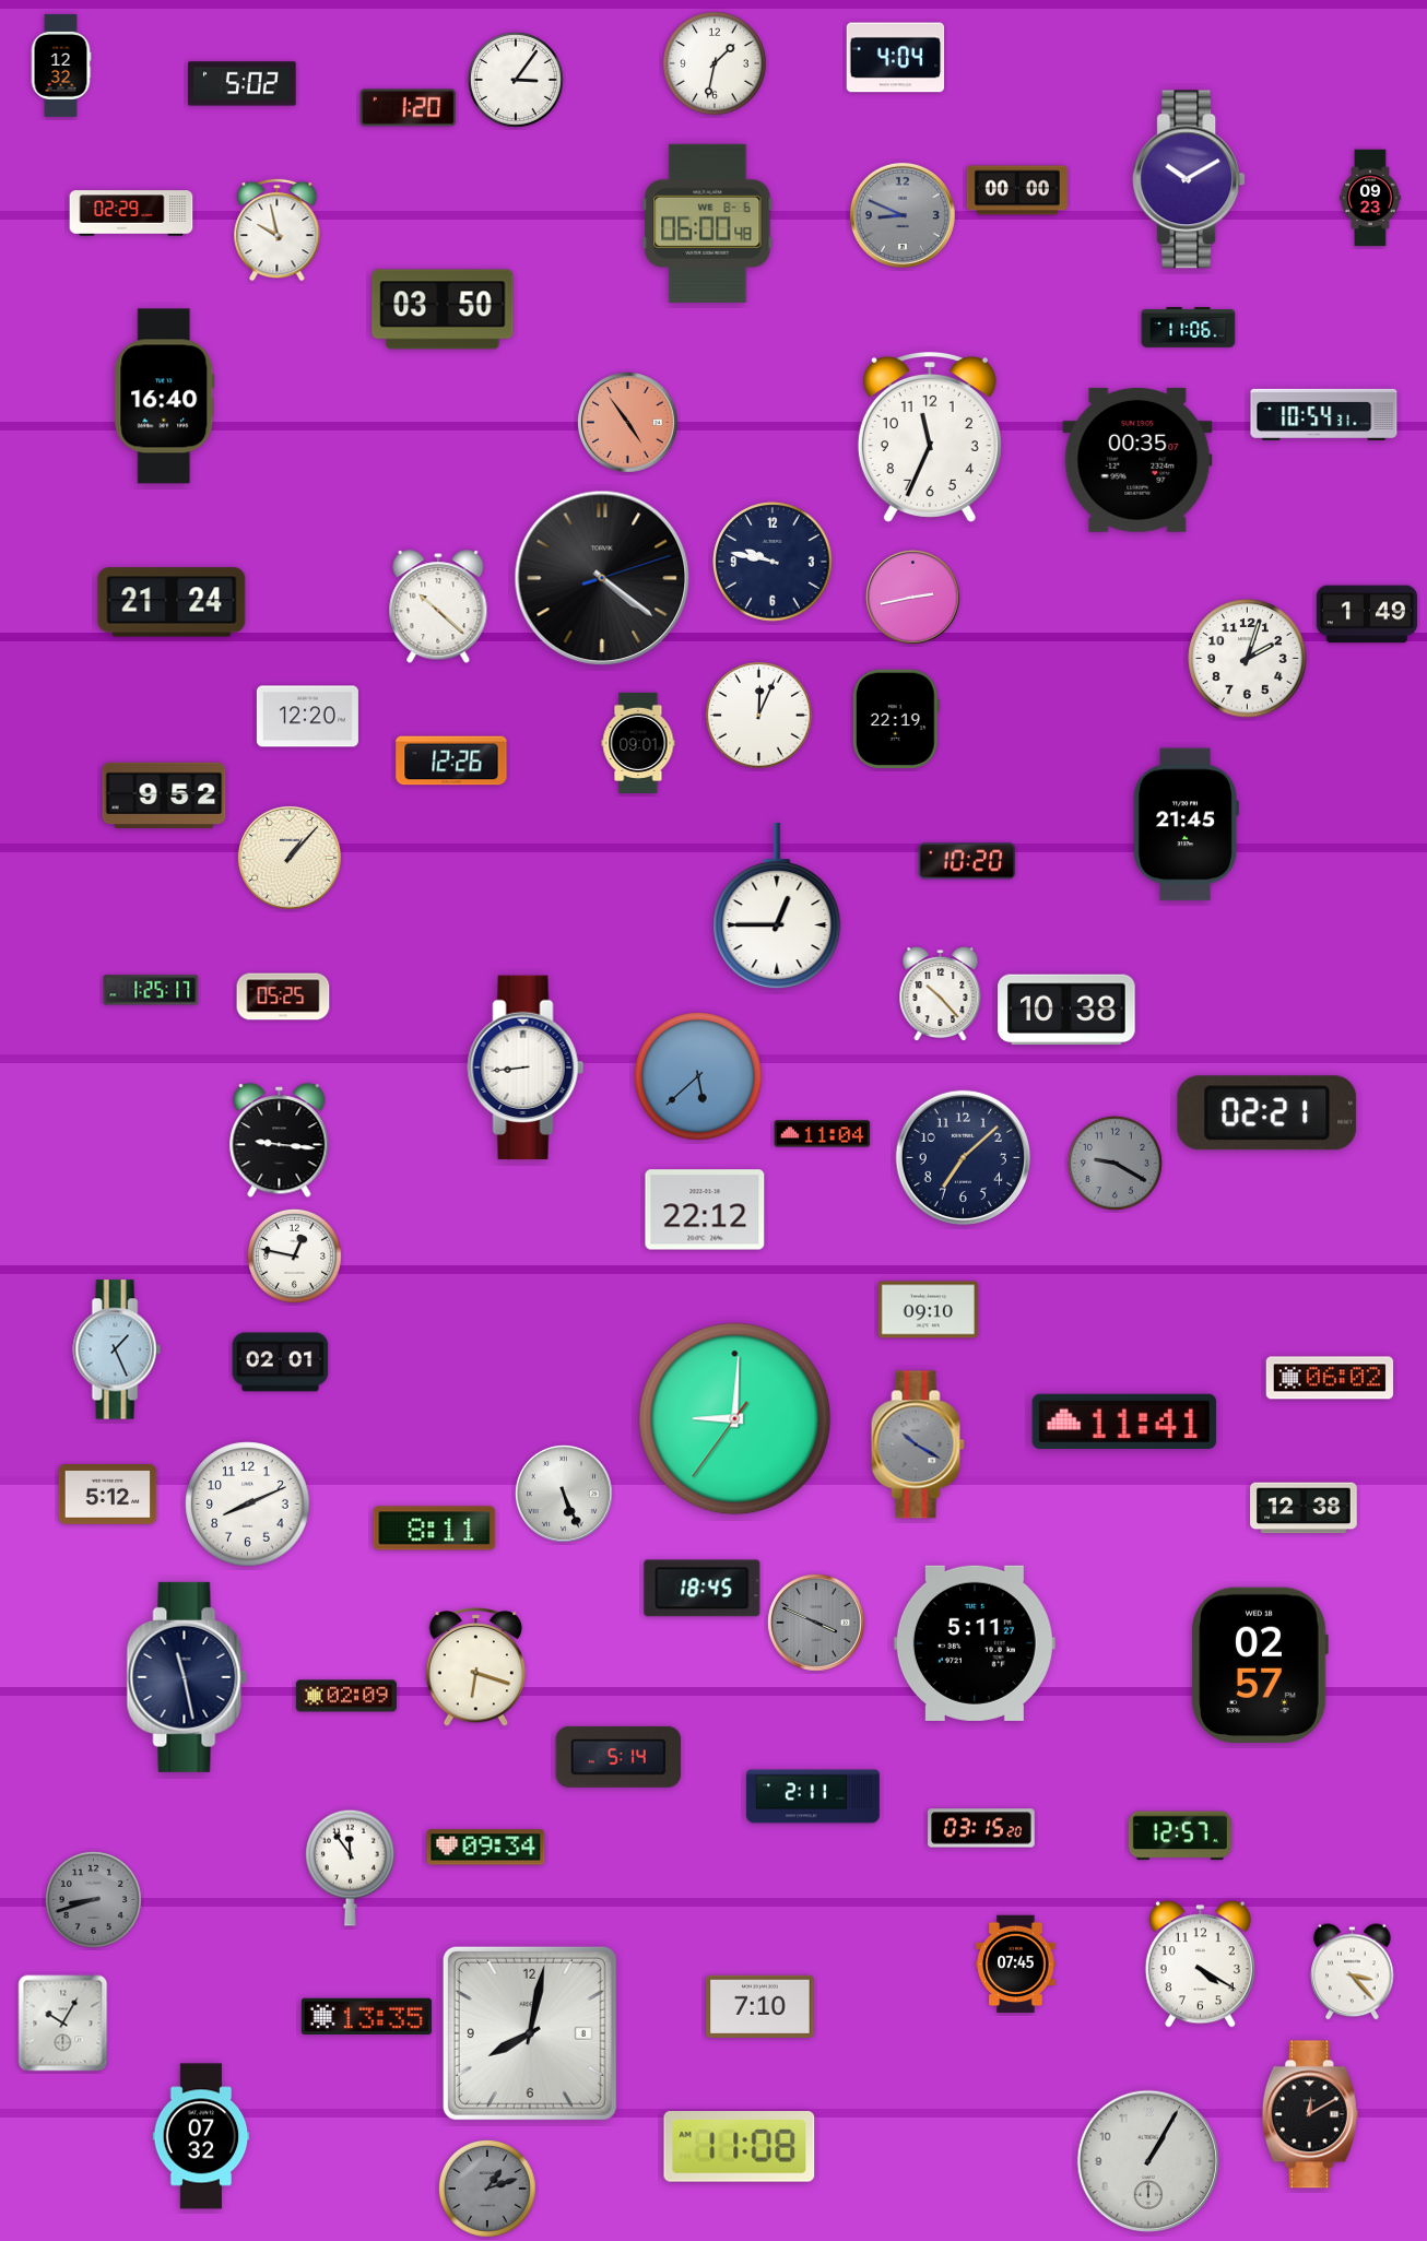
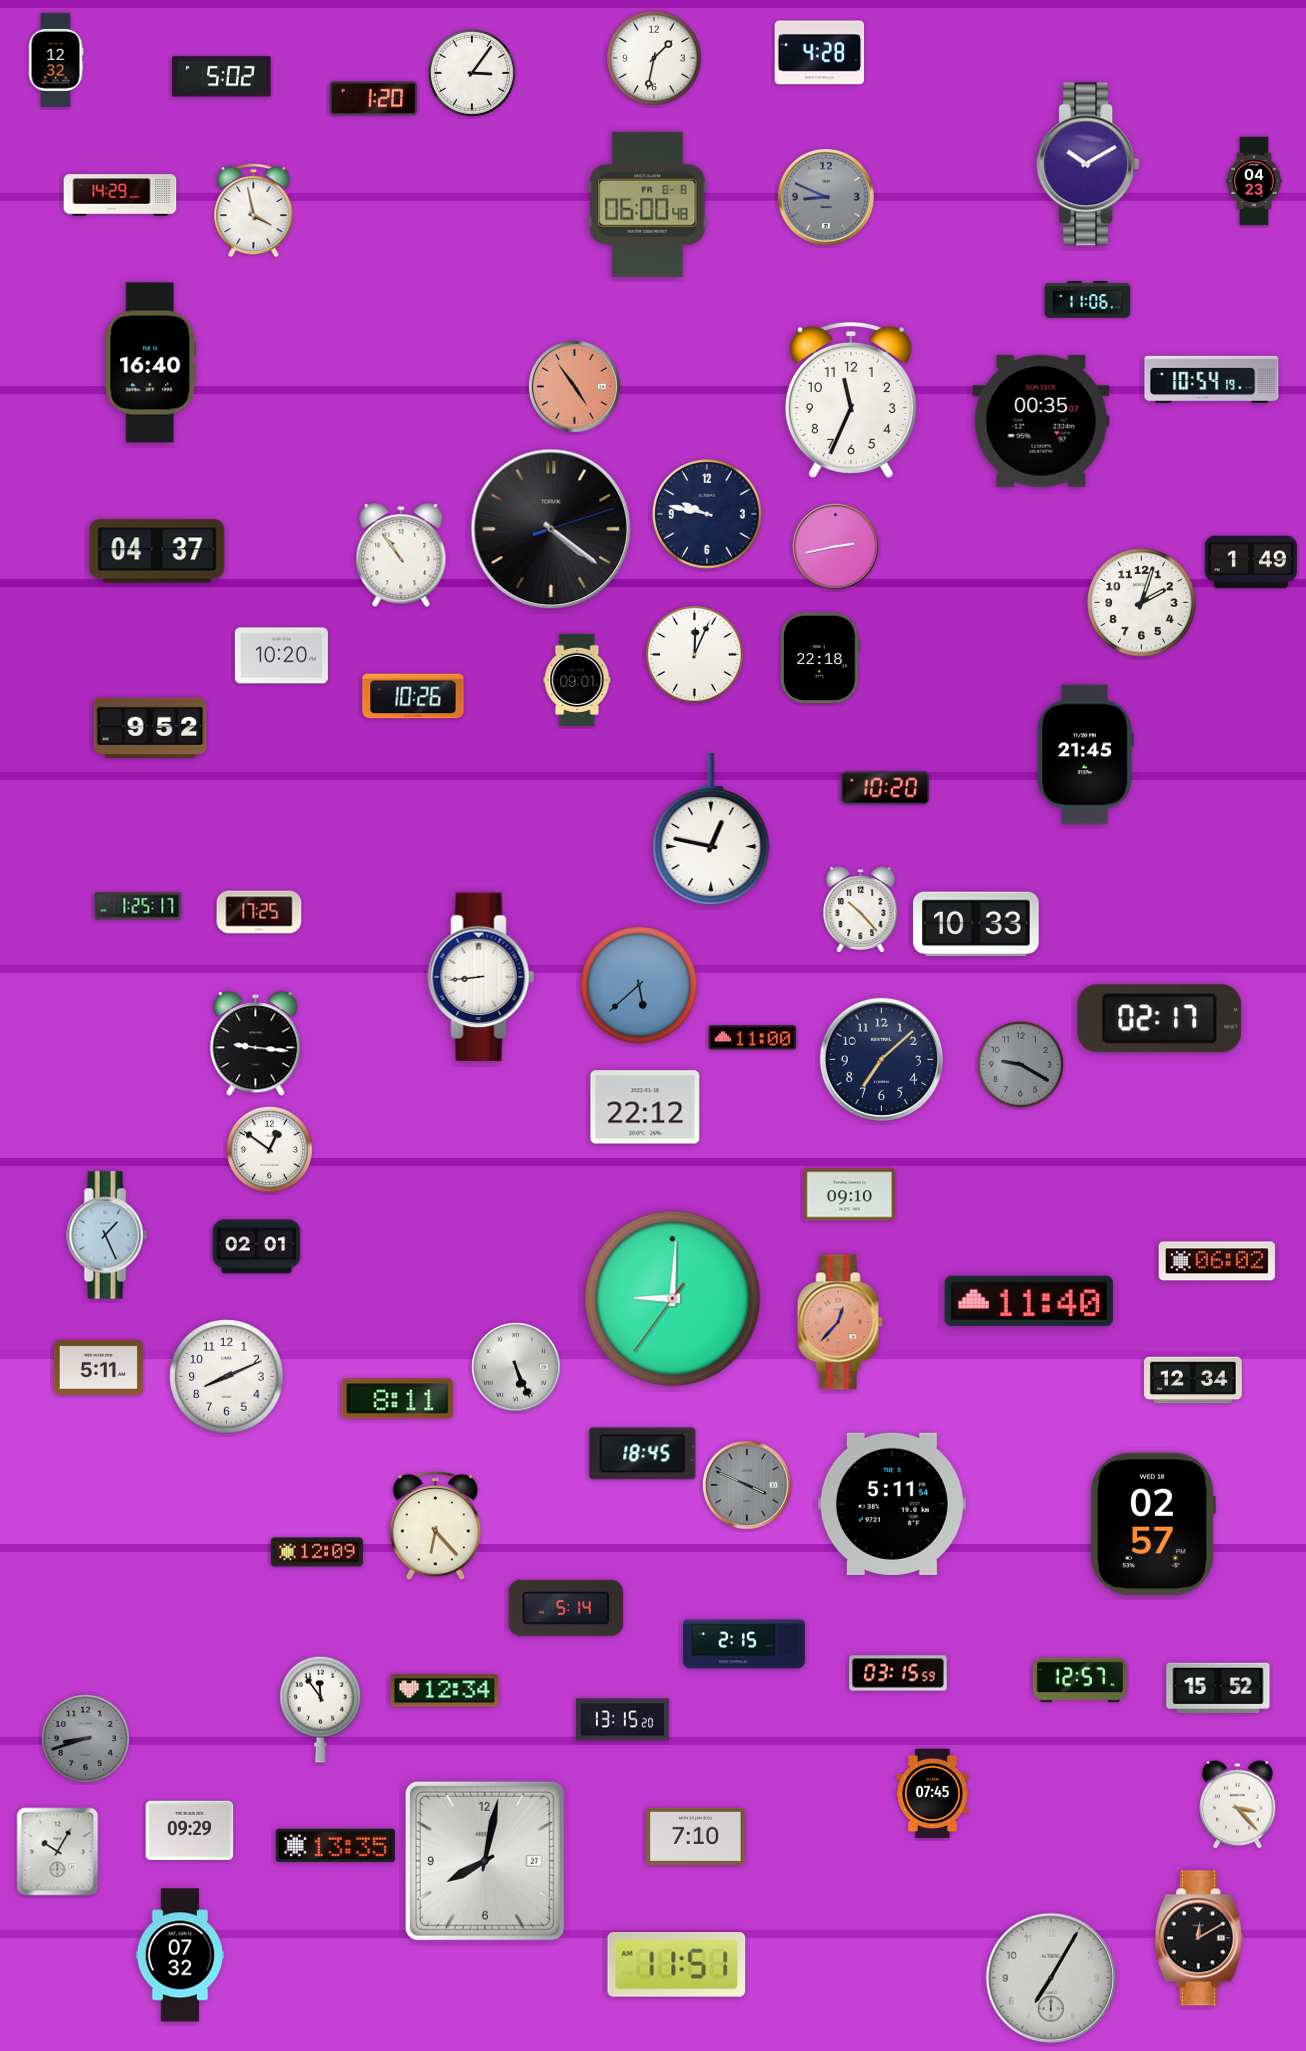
clock at (896, 58): 4:04 -> 4:28
clock at (1017, 190): 00:00 -> none
clock at (1370, 198): 09:23 -> 04:23
clock at (131, 213): 02:29 -> 14:29
clock at (708, 223) date: WE 8-6 -> FR 8-8
clock at (278, 229): 9:58 -> 3:58
clock at (443, 309): 03:50 -> none
clock at (1324, 414): 10:54:31 -> 10:54:19
clock at (172, 602): 21:24 -> 04:37
clock at (438, 608): 10:22 -> 10:54
clock at (307, 717): 12:20 -> 10:20
clock at (896, 718): 22:19 -> 22:18
clock at (638, 743) position: (638, 743) -> (577, 680)
clock at (451, 760): 12:26 -> 10:26
clock at (290, 858): 1:07 -> none
clock at (777, 907): 12:45 -> 12:47
clock at (283, 996): 05:25 -> 17:25
clock at (1066, 1010): 10:38 -> 10:33
clock at (1267, 1113): 02:21 -> 02:17
clock at (823, 1134): 11:04 -> 11:00
clock at (294, 1255): 12:47 -> 12:51
clock at (928, 1310) position: (928, 1310) -> (849, 1195)
clock at (1124, 1420): 11:41 -> 11:40
clock at (918, 1444): 10:20 -> 12:37
clock at (918, 1444) dial: grey -> salmon
clock at (108, 1495): 5:12 -> 5:11
clock at (1304, 1508): 12:38 -> 12:34
clock at (975, 1643): 5:11:27 -> 5:11:54
clock at (476, 1667): 6:18 -> 6:23
clock at (187, 1677): 11:28 -> none
clock at (346, 1696): 02:09 -> 12:09
clock at (813, 1796): 2:11 -> 2:15
clock at (981, 1828): 03:15:20 -> 03:15:59
clock at (1218, 1688): none -> 15:52
clock at (486, 1848): 09:34 -> 12:34
clock at (622, 1720): none -> 13:15
clock at (1016, 1965) position: (1016, 1965) -> (933, 1794)
clock at (1200, 1965): 4:20 -> none
clock at (190, 1831): none -> 09:29
clock at (530, 2033) date: 8 -> 27
clock at (1310, 2114) position: (1310, 2114) -> (1199, 1938)
clock at (201, 2136) position: (201, 2136) -> (180, 1955)
clock at (740, 2147): 11:08 -> 11:51
clock at (1147, 2160): 1:05 -> 7:05
clock at (487, 2189): 1:12 -> none
